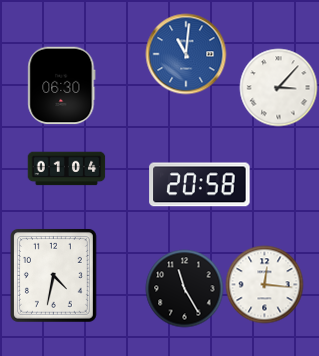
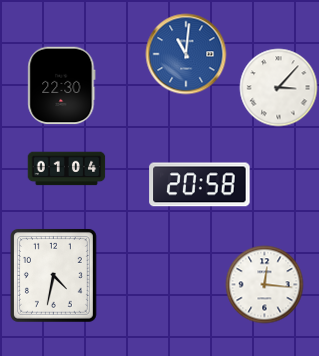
clock at (62, 85): 06:30 -> 22:30
clock at (184, 288): 11:25 -> none
